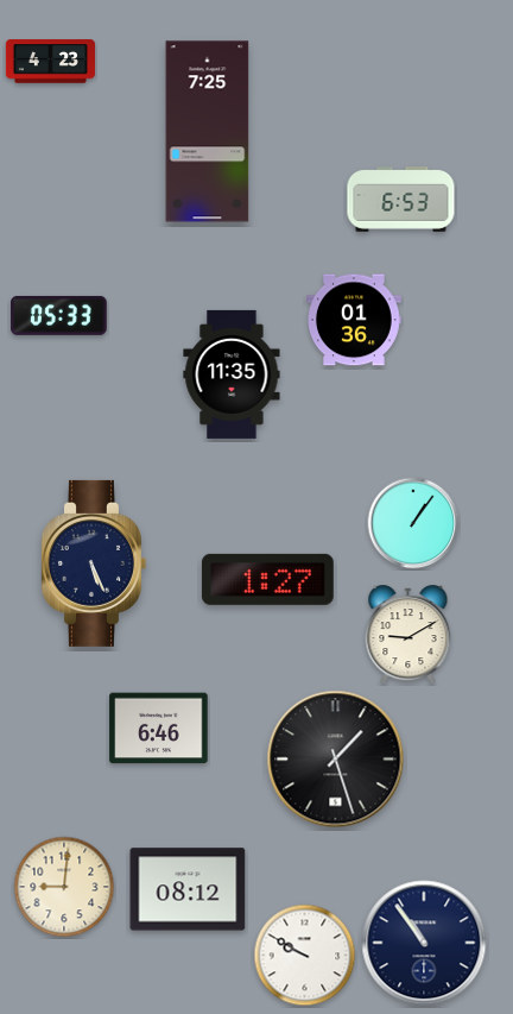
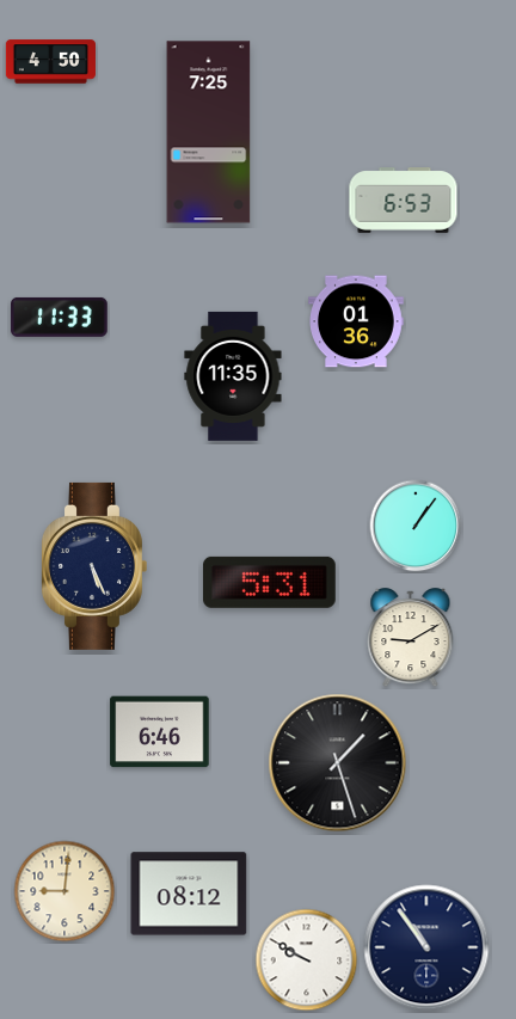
clock at (50, 62): 4:23 -> 4:50
clock at (59, 315): 05:33 -> 11:33
clock at (267, 579): 1:27 -> 5:31
